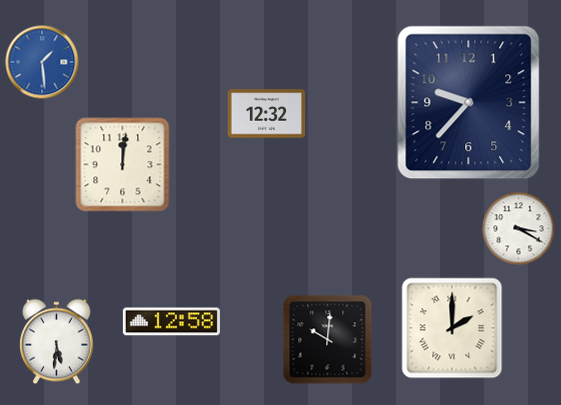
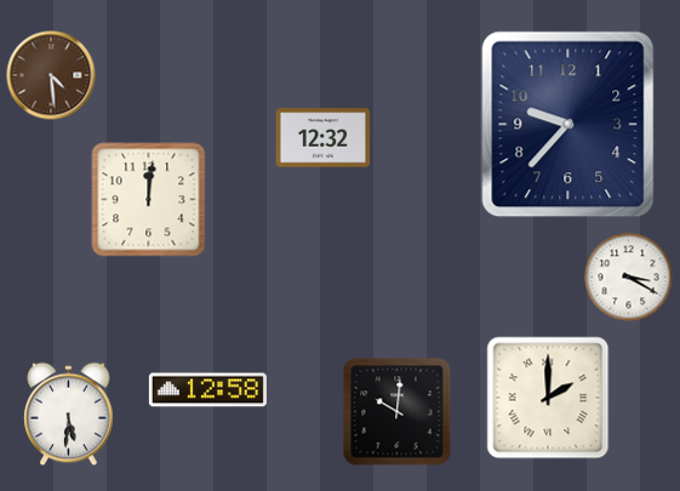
clock at (42, 62): 1:29 -> 4:29
clock at (42, 62) dial: blue -> brown
